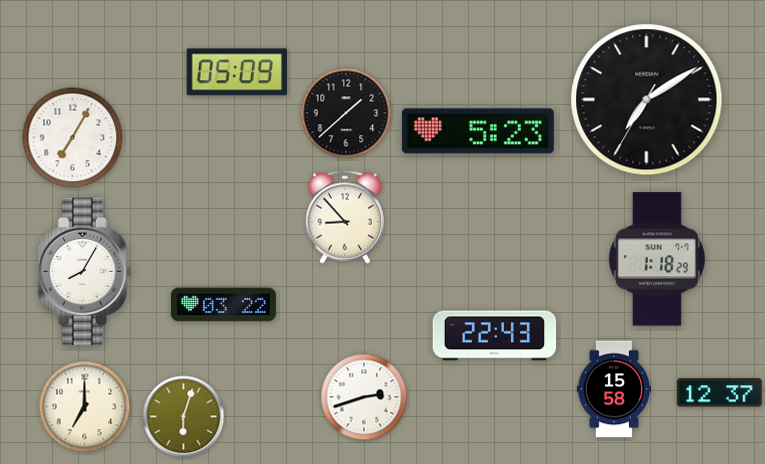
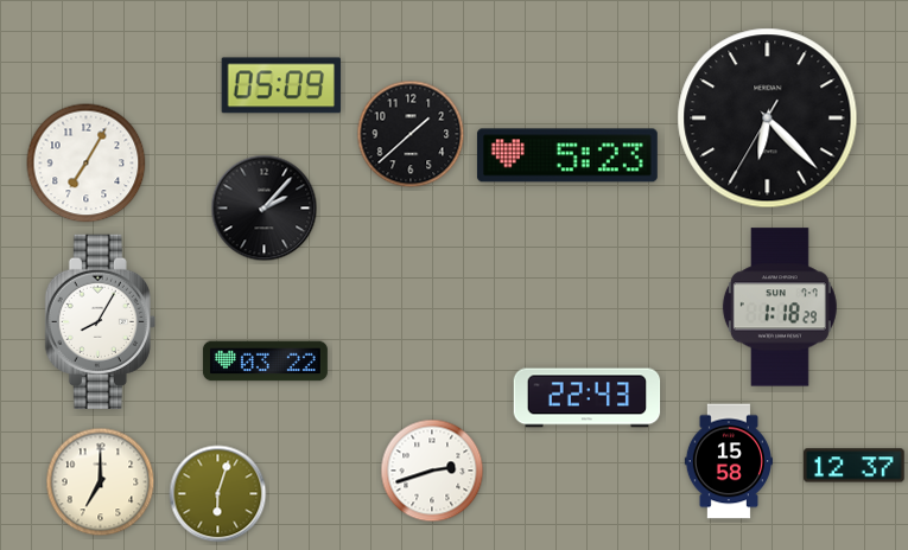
clock at (647, 100): 7:09 -> 6:22
clock at (265, 209): none -> 2:07
clock at (345, 217): 8:53 -> none
